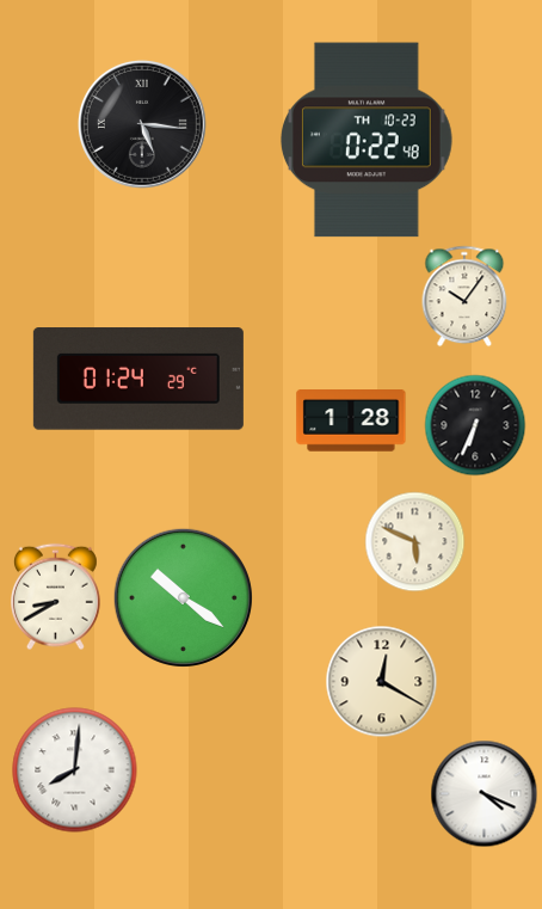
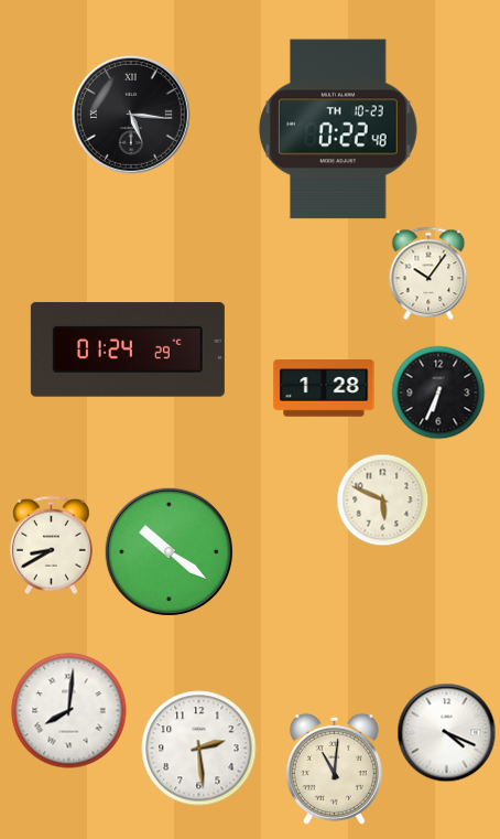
clock at (56, 596) position: (56, 596) -> (52, 545)
clock at (381, 681): 12:20 -> none
clock at (199, 749): none -> 2:29
clock at (334, 768): none -> 11:01
